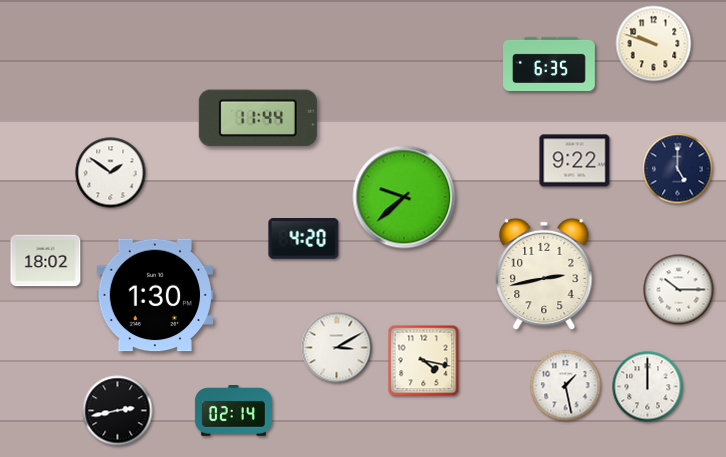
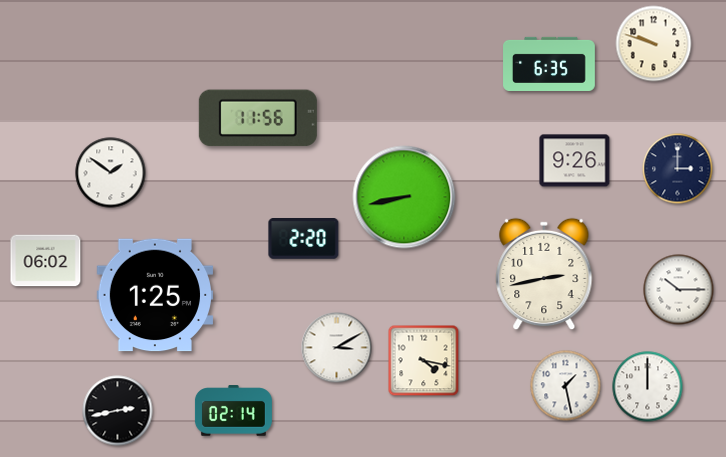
clock at (258, 118): 11:44 -> 11:56
clock at (575, 161): 9:22 -> 9:26
clock at (678, 169): 5:00 -> 3:00
clock at (404, 197): 9:38 -> 8:43
clock at (304, 239): 4:20 -> 2:20
clock at (46, 261): 18:02 -> 06:02
clock at (155, 295): 1:30 -> 1:25
